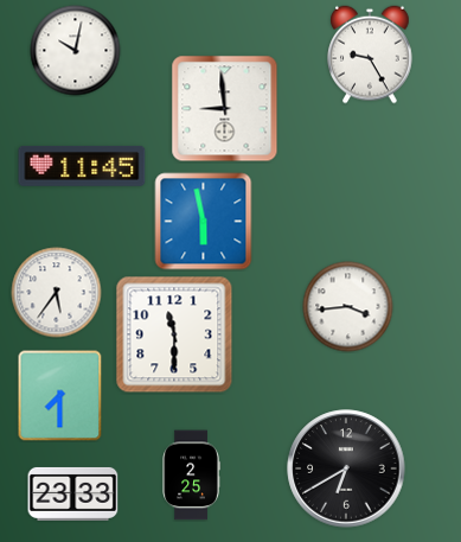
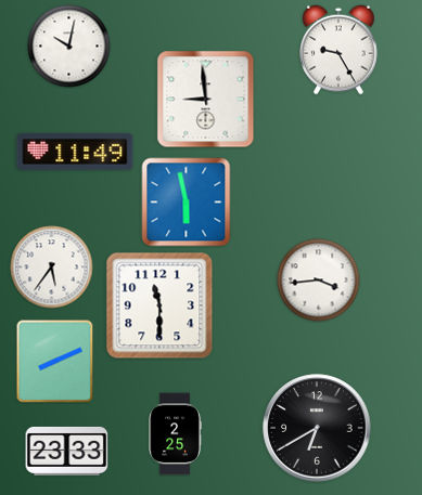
clock at (82, 166): 11:45 -> 11:49
clock at (60, 396): 7:30 -> 8:11
